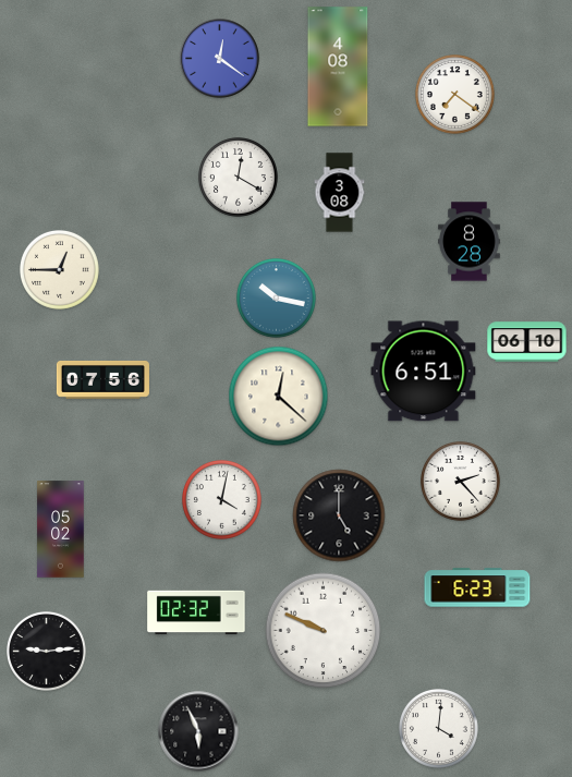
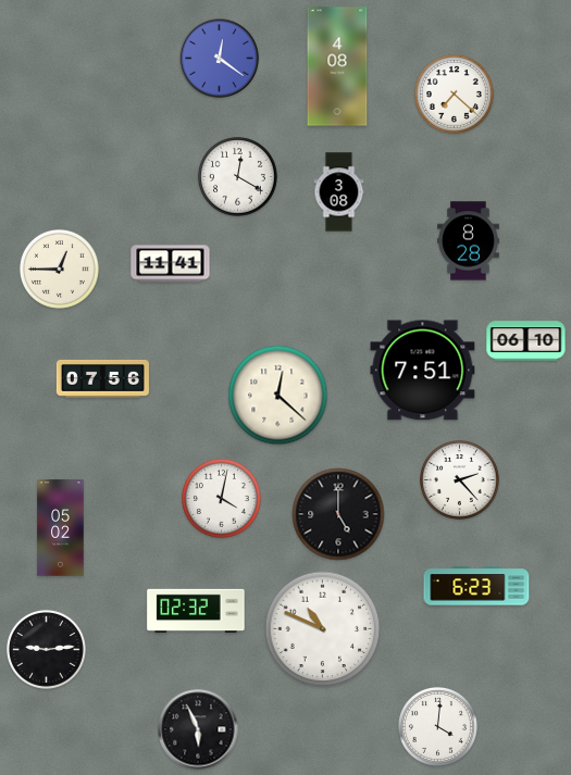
clock at (455, 95): 7:21 -> 7:22
clock at (171, 264): none -> 11:41
clock at (277, 299): 10:17 -> none
clock at (424, 372): 6:51 -> 7:51
clock at (324, 631): 9:49 -> 10:49
